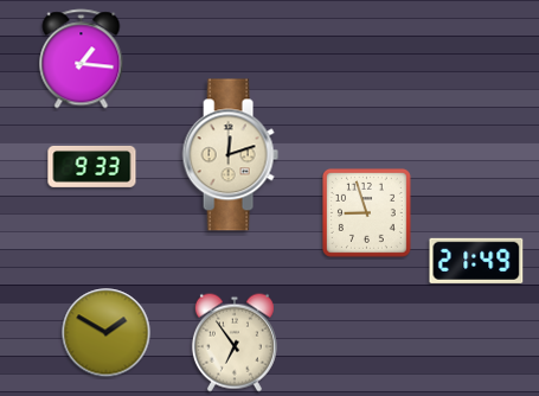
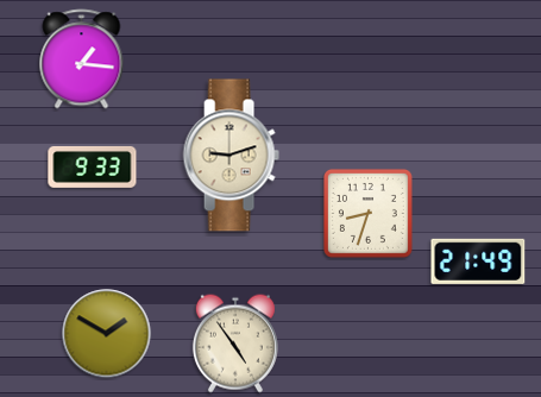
clock at (230, 155): 12:12 -> 9:12
clock at (366, 212): 8:57 -> 8:33
clock at (235, 343): 6:54 -> 4:54
